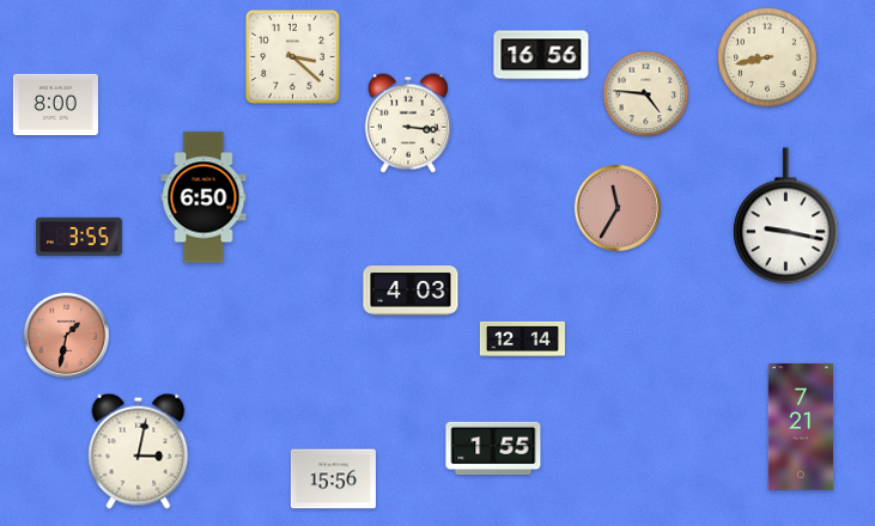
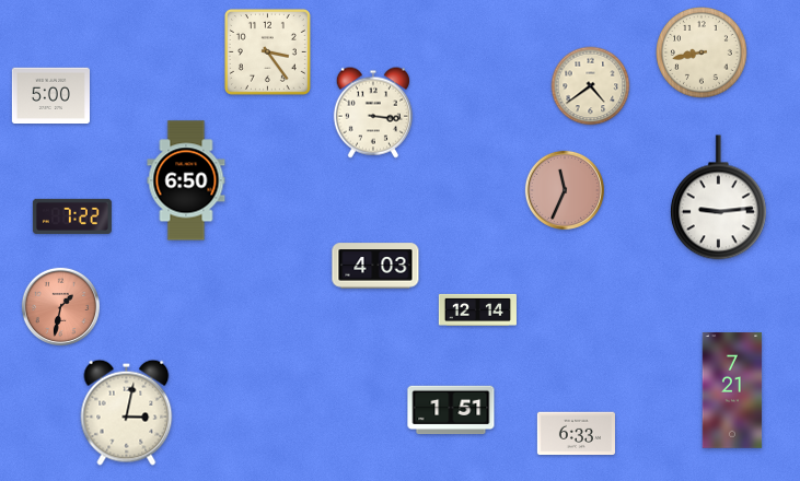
clock at (541, 55): 16:56 -> none
clock at (292, 56): 3:22 -> 3:24
clock at (646, 94): 4:46 -> 4:39
clock at (55, 105): 8:00 -> 5:00
clock at (618, 208): 11:35 -> 11:34
clock at (785, 216): 9:17 -> 9:14
clock at (79, 237): 3:55 -> 7:22
clock at (493, 448): 1:55 -> 1:51
clock at (576, 434): none -> 6:33
clock at (333, 479): 15:56 -> none
